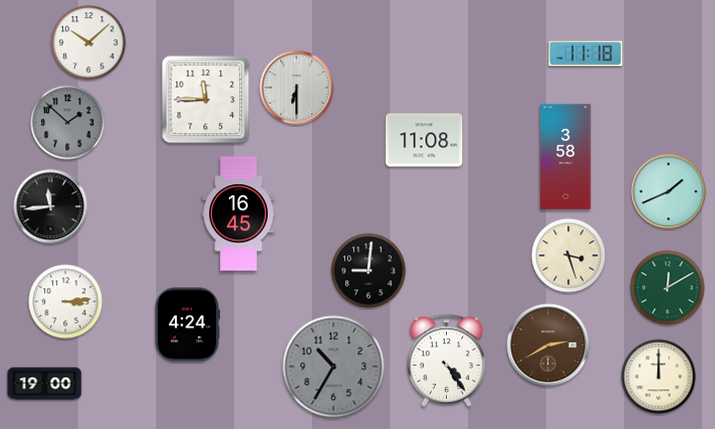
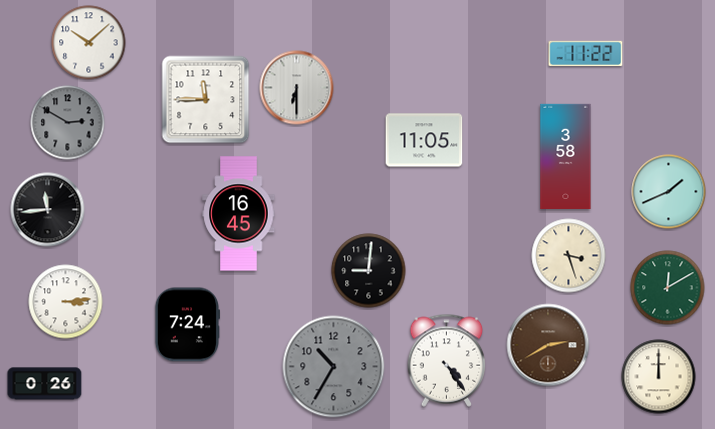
clock at (586, 54): 11:18 -> 11:22
clock at (68, 123): 1:52 -> 2:50
clock at (424, 140): 11:08 -> 11:05
clock at (51, 207) position: (51, 207) -> (48, 210)
clock at (186, 325): 4:24 -> 7:24
clock at (45, 384): 19:00 -> 0:26
